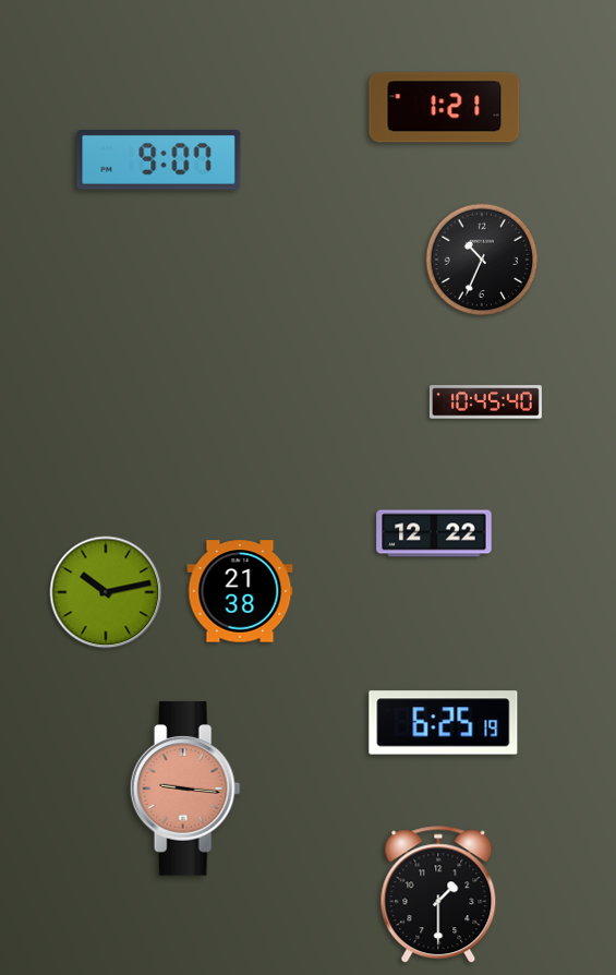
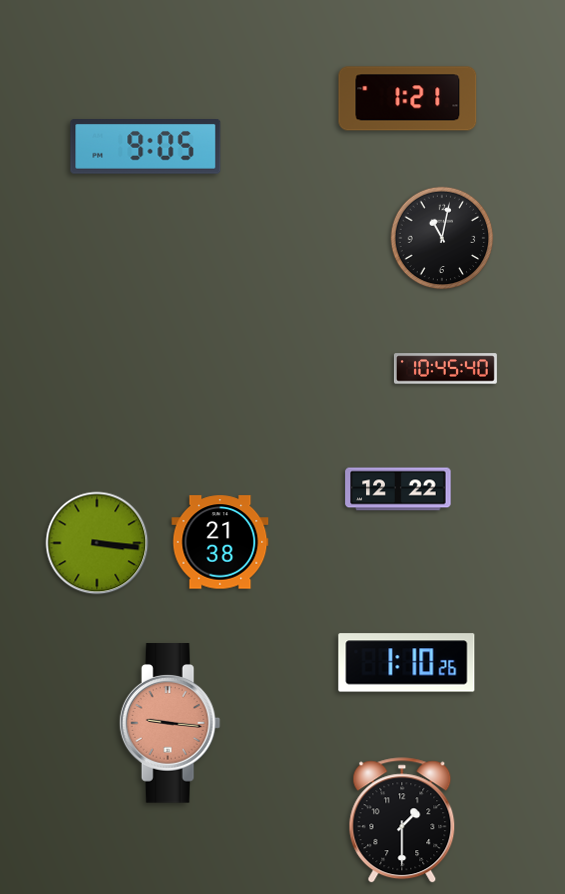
clock at (159, 160): 9:07 -> 9:05
clock at (482, 260): 10:34 -> 11:02
clock at (106, 592): 10:13 -> 3:16
clock at (444, 723): 6:25 -> 1:10
